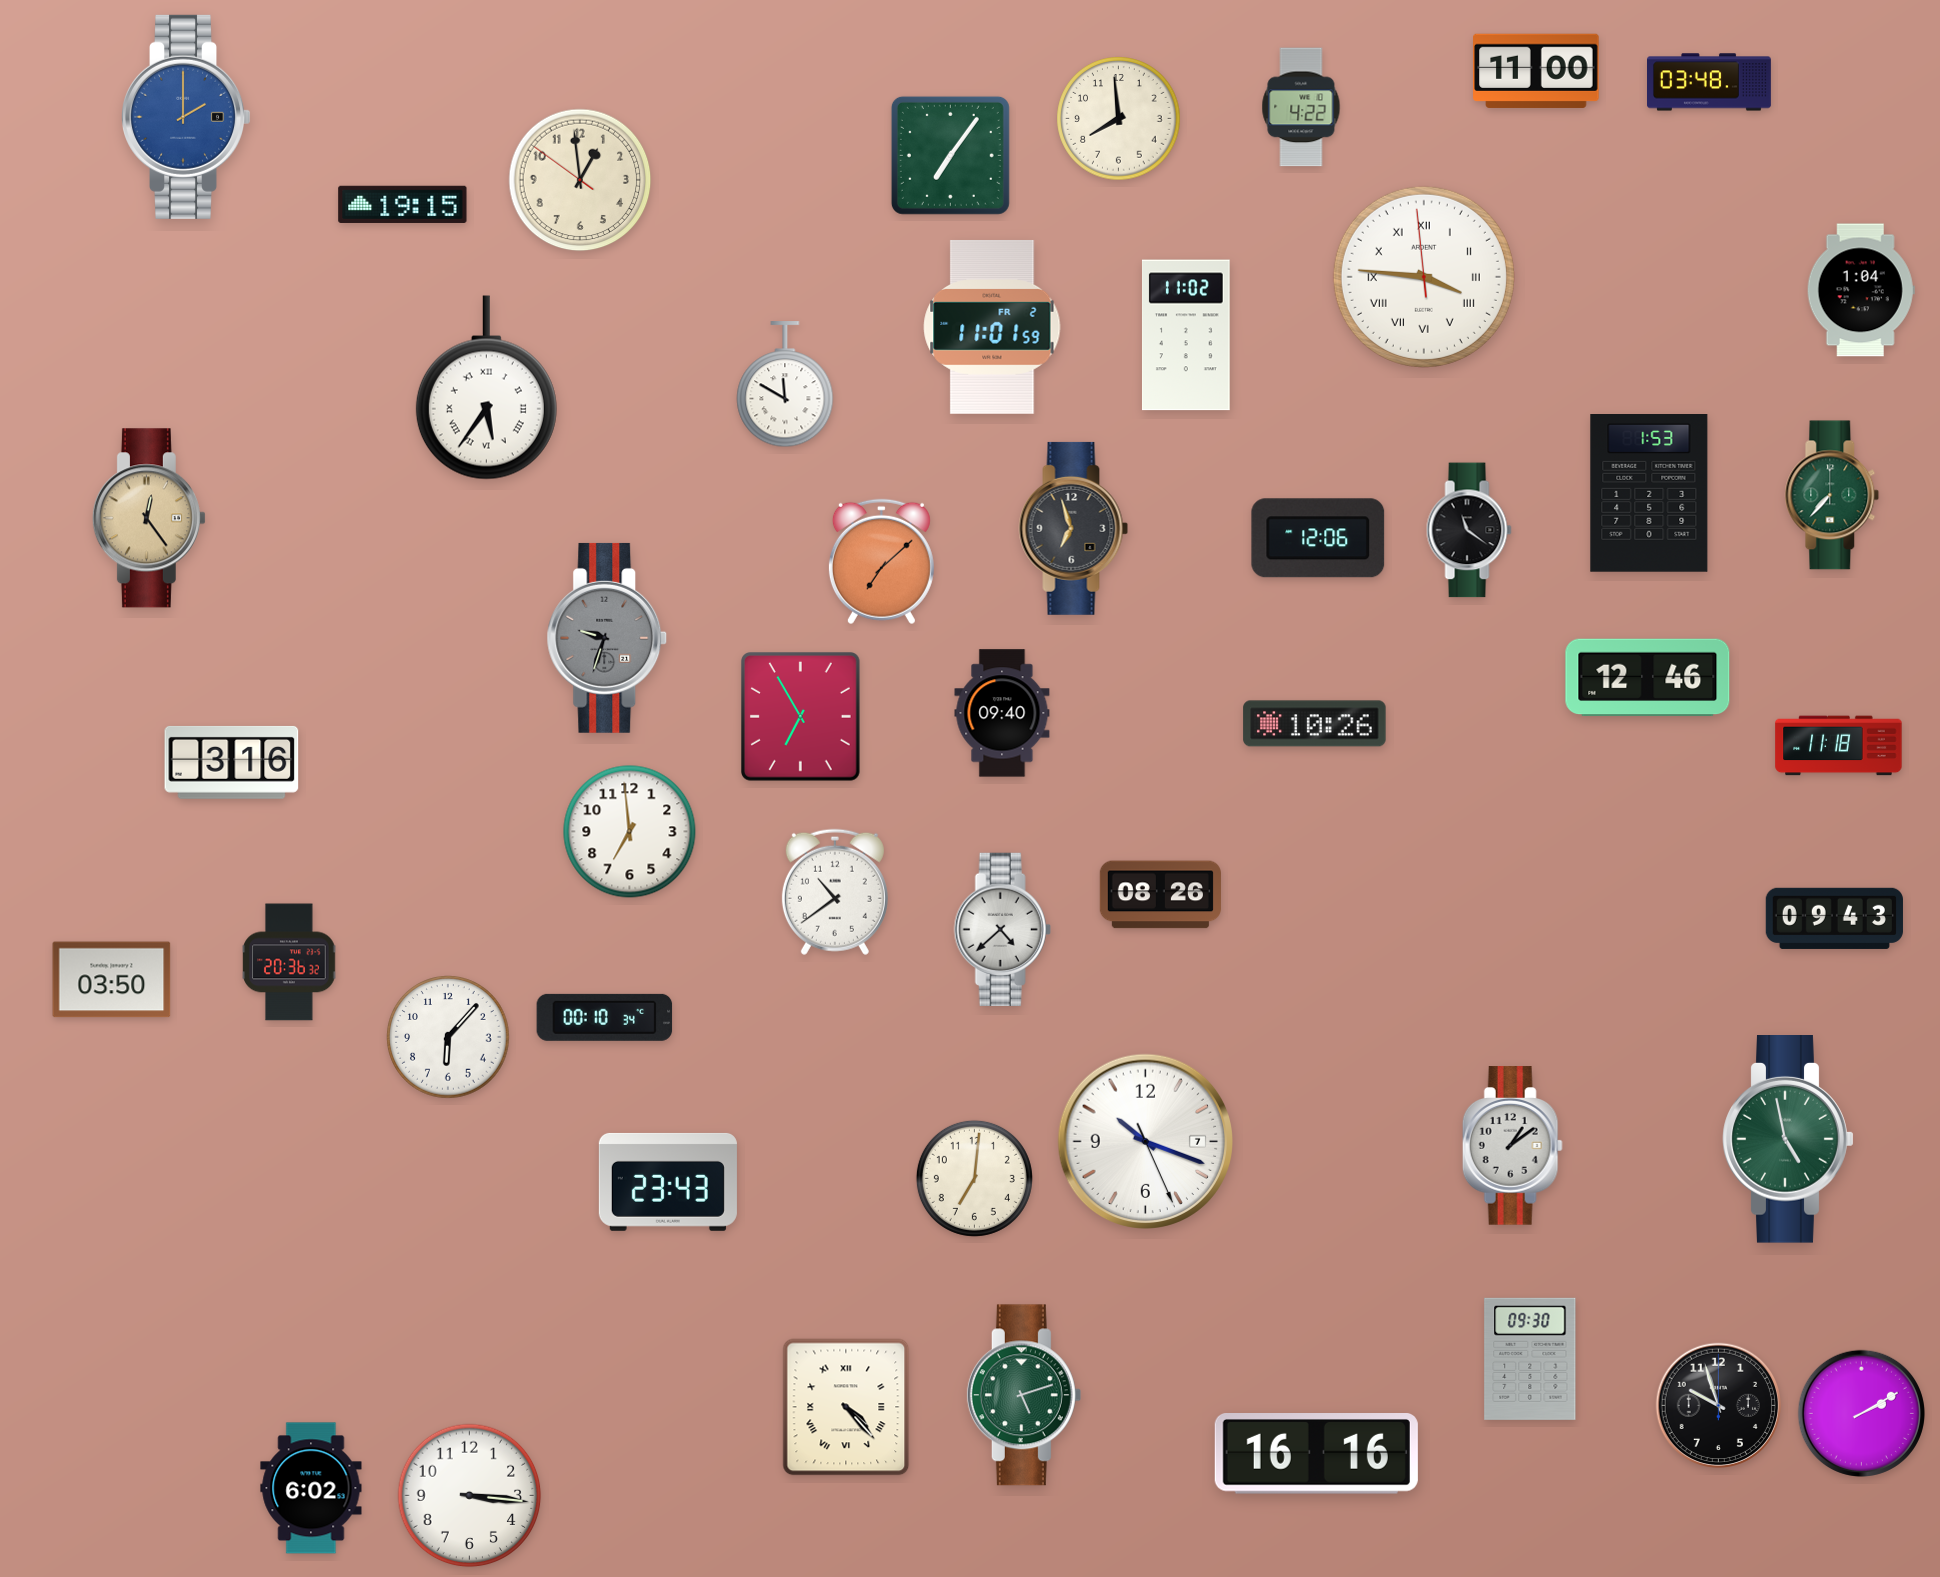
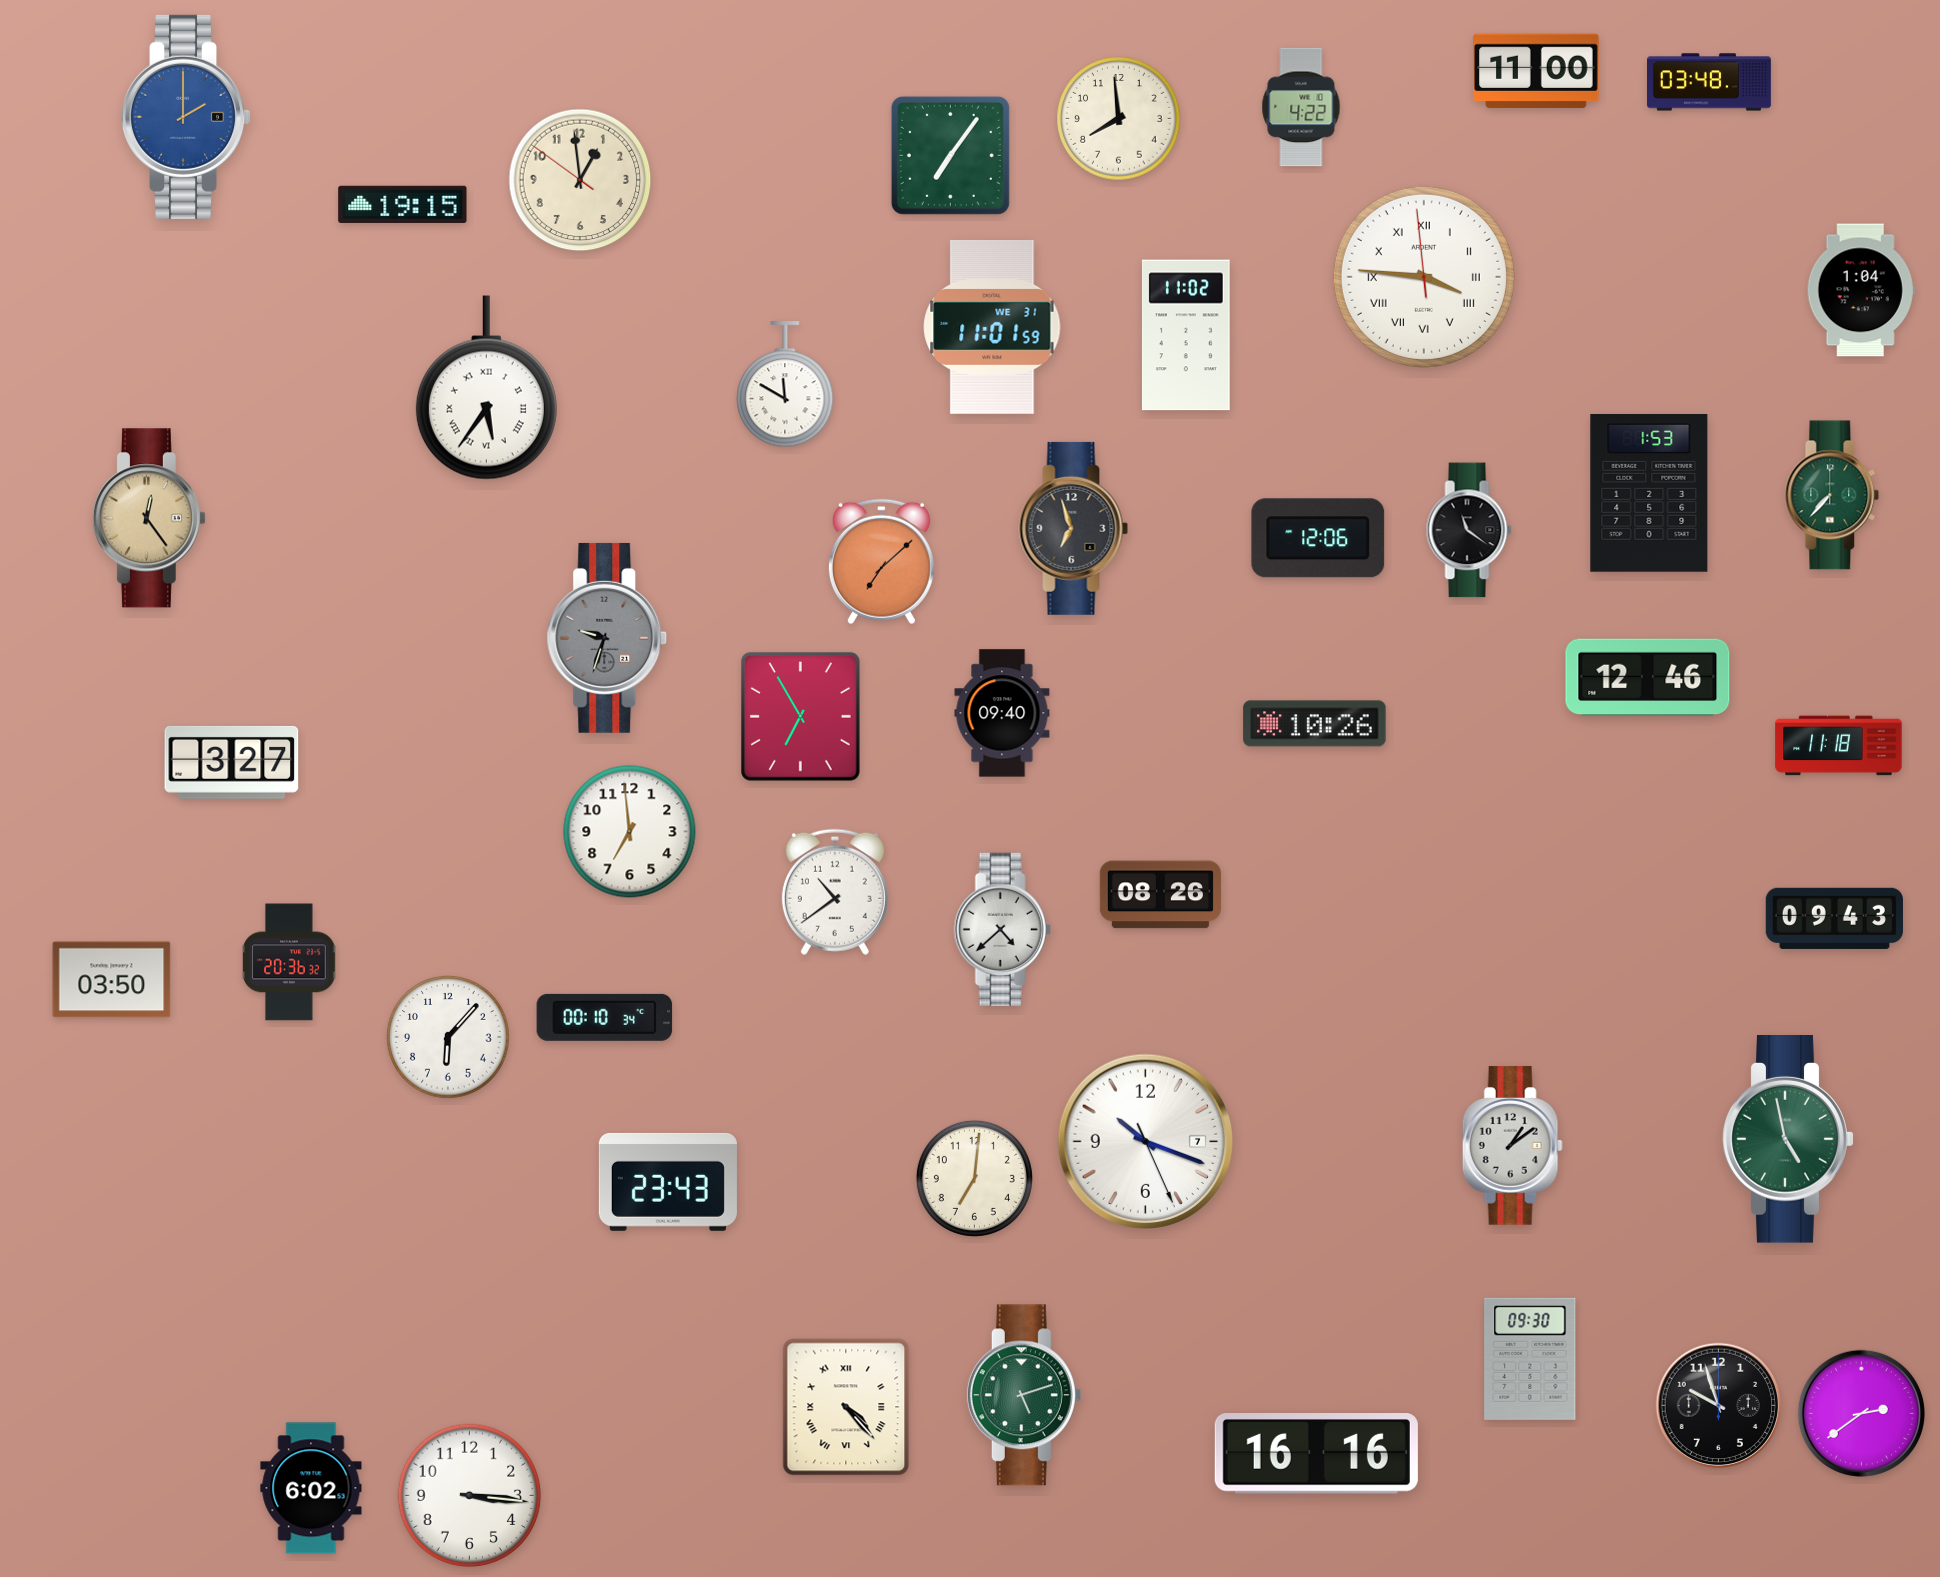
clock at (992, 327) date: FR 2 -> WE 31
clock at (232, 762): 3:16 -> 3:27
clock at (1861, 1413): 2:10 -> 2:39
